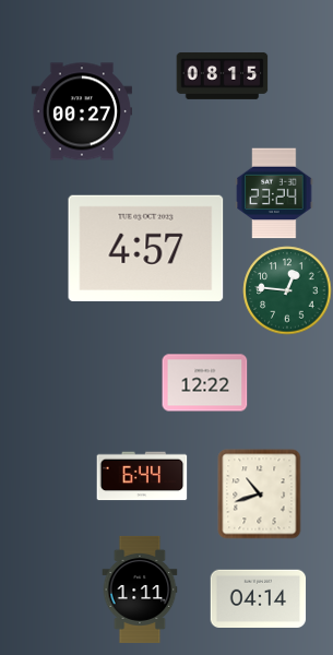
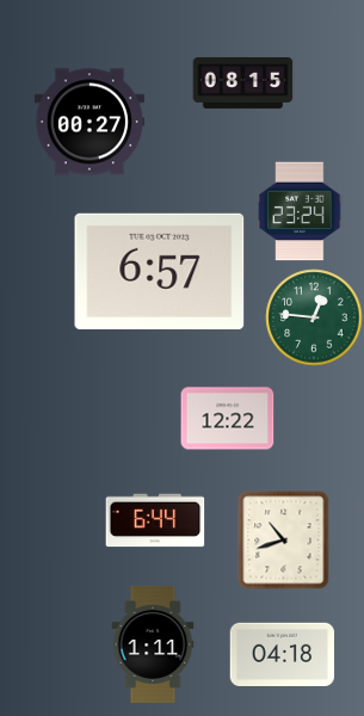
clock at (146, 248): 4:57 -> 6:57
clock at (204, 383) position: (204, 383) -> (227, 419)
clock at (258, 598): 04:14 -> 04:18
